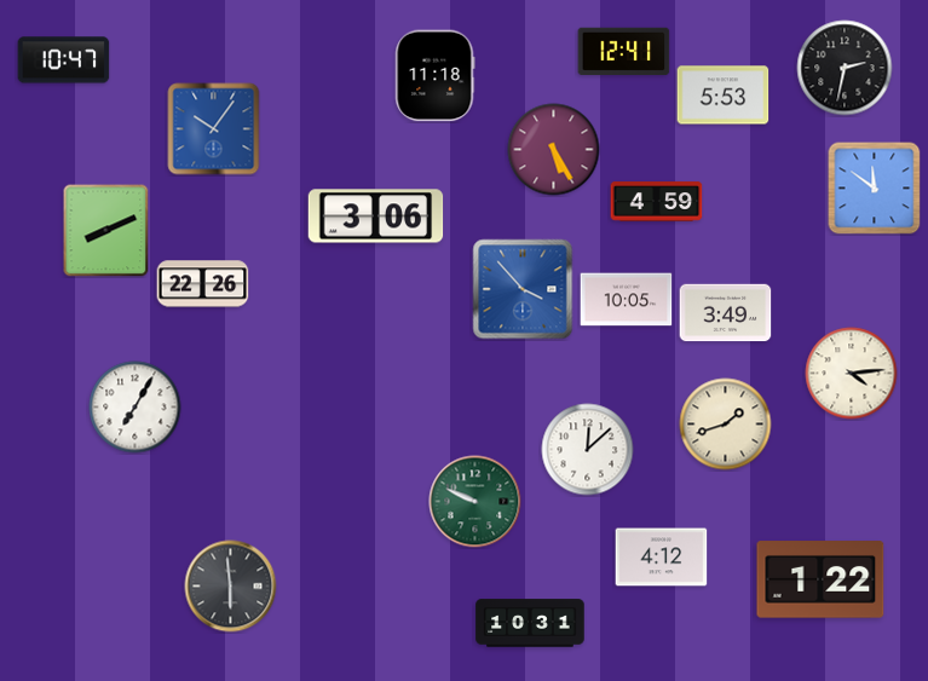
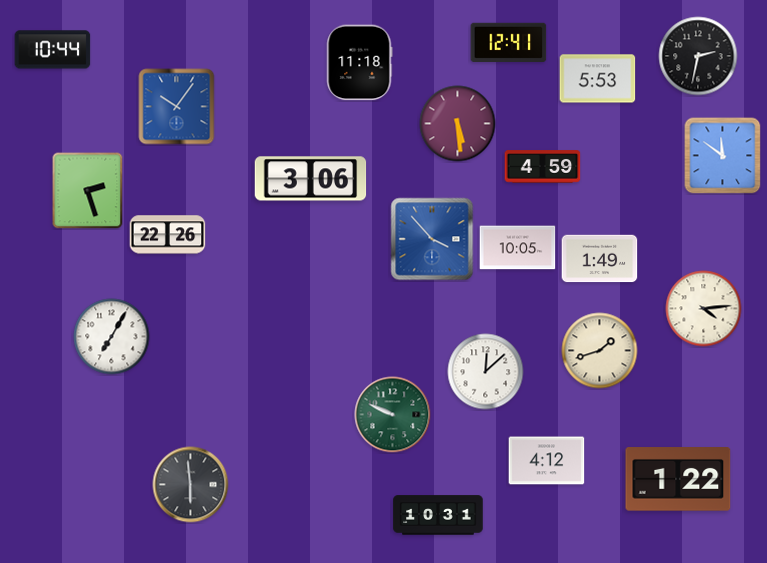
clock at (624, 51) position: (624, 51) -> (509, 42)
clock at (64, 60): 10:47 -> 10:44
clock at (554, 150): 5:25 -> 5:29
clock at (106, 231): 8:11 -> 2:27
clock at (726, 313): 3:49 -> 1:49
